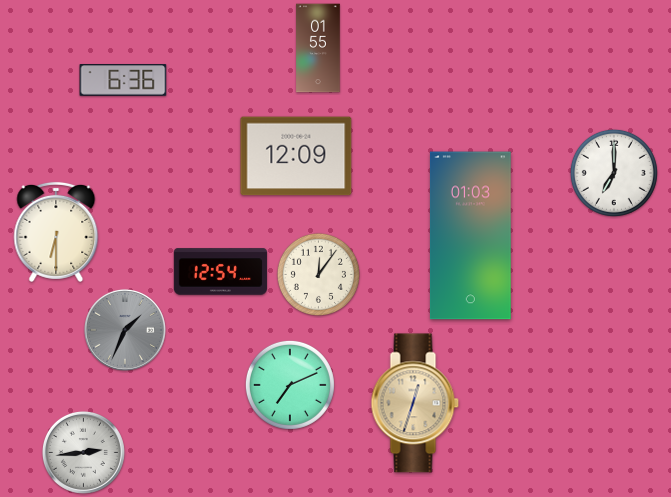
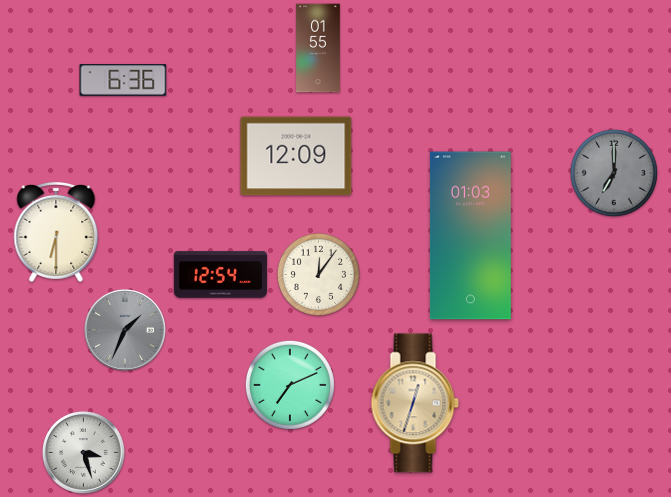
clock at (614, 173) dial: white -> grey
clock at (220, 272) position: (220, 272) -> (220, 275)
clock at (83, 452): 2:44 -> 3:27
